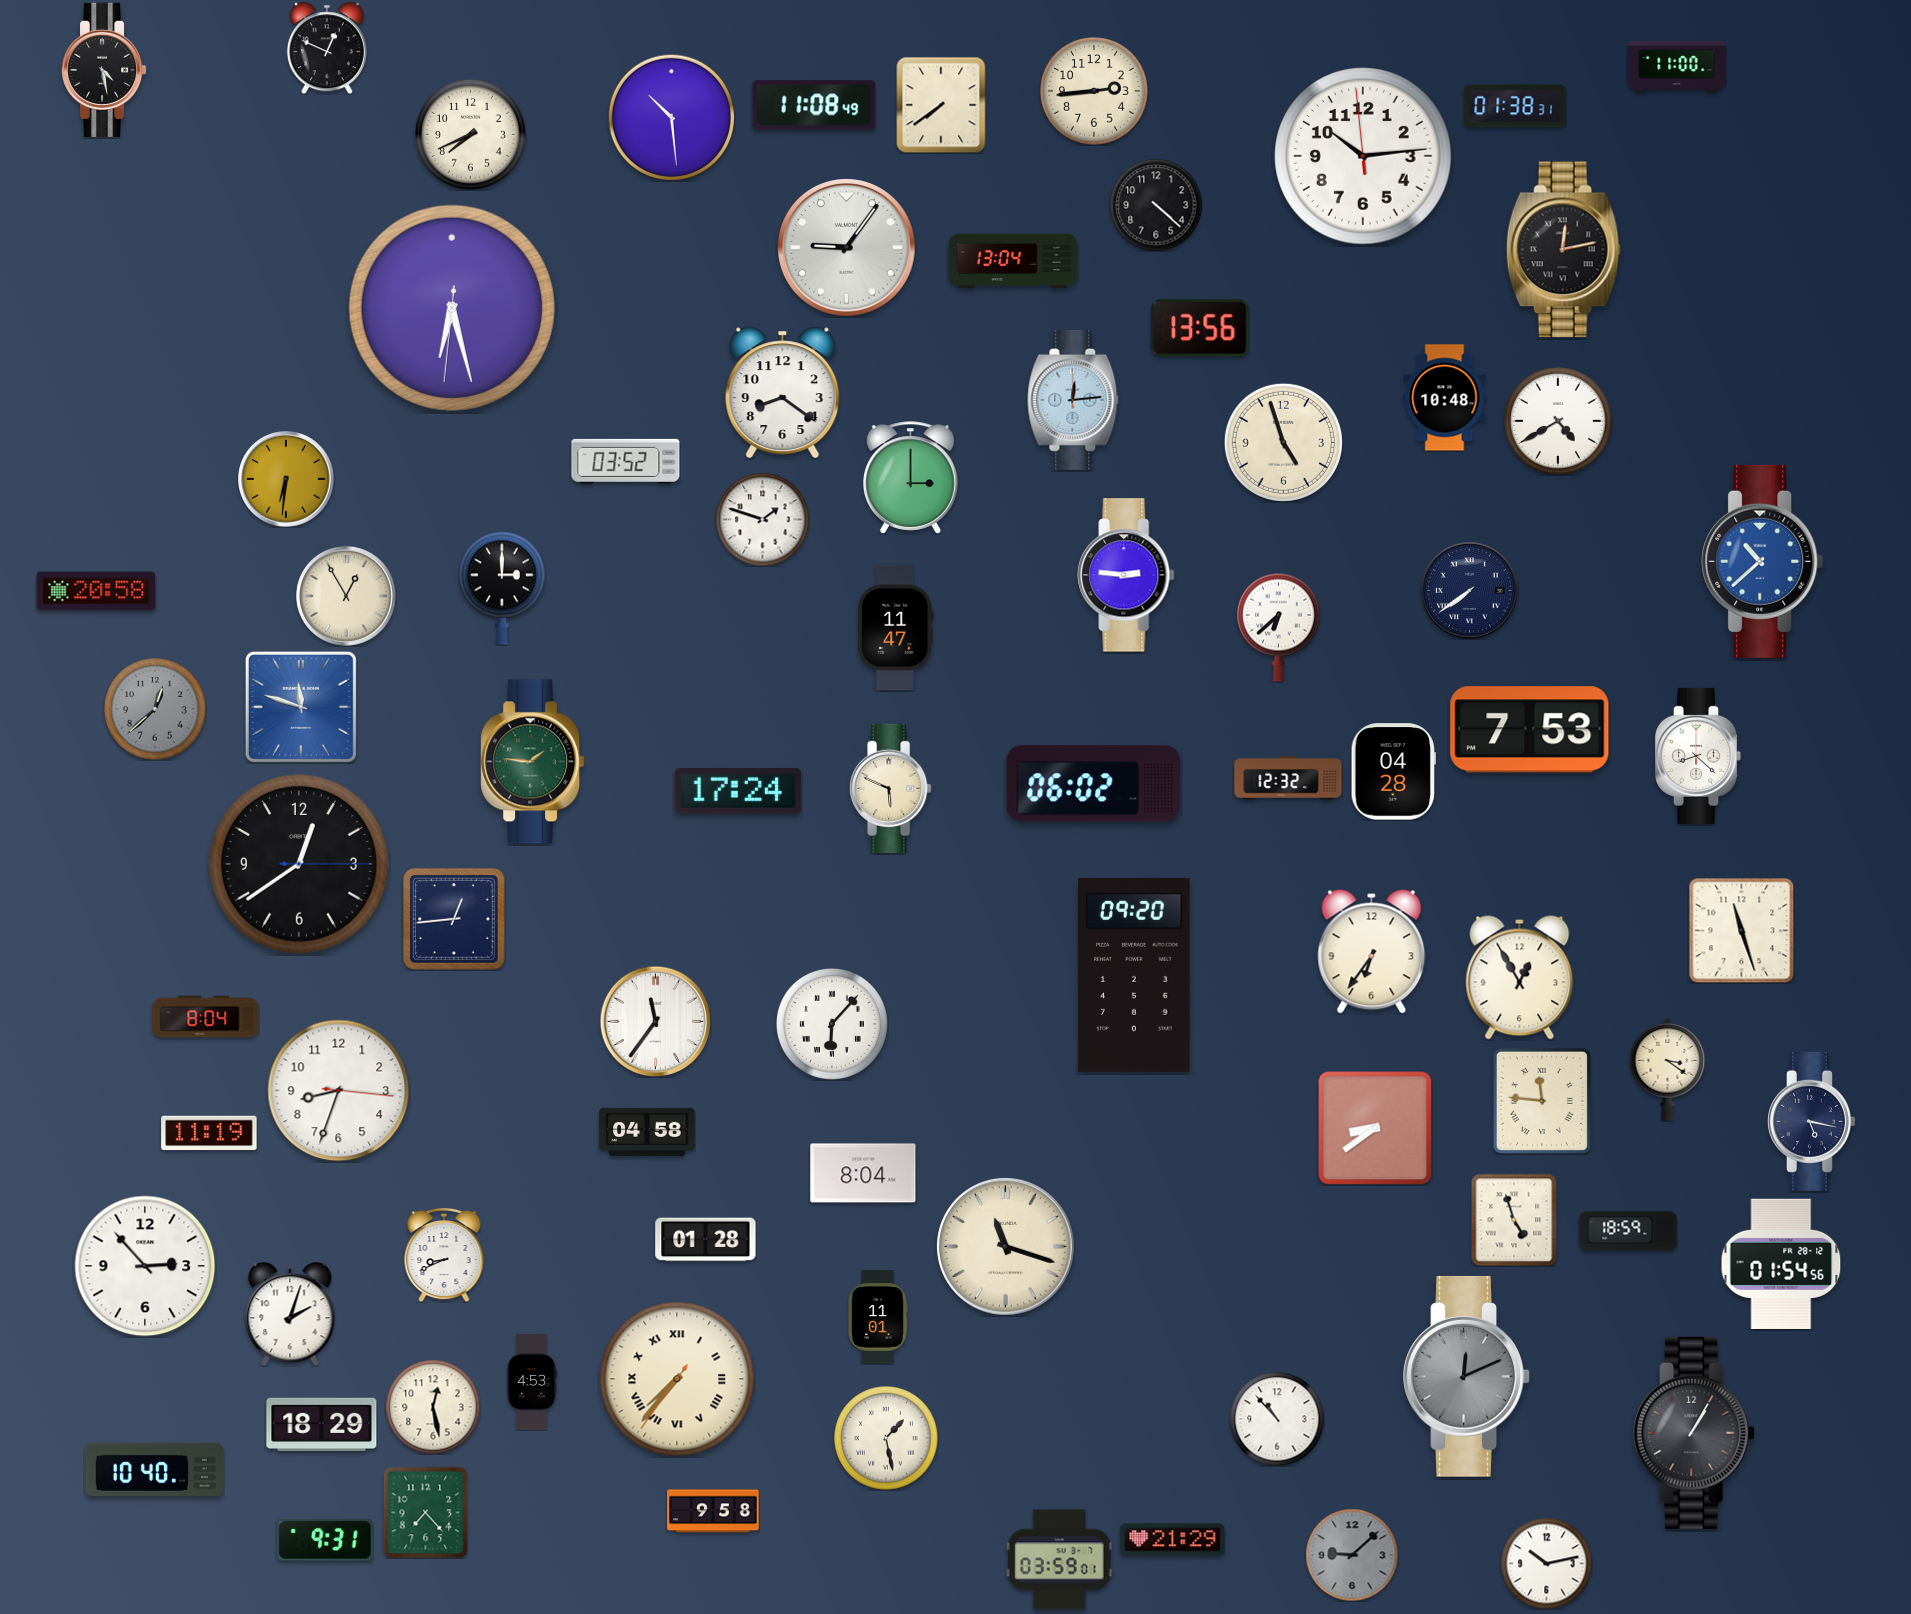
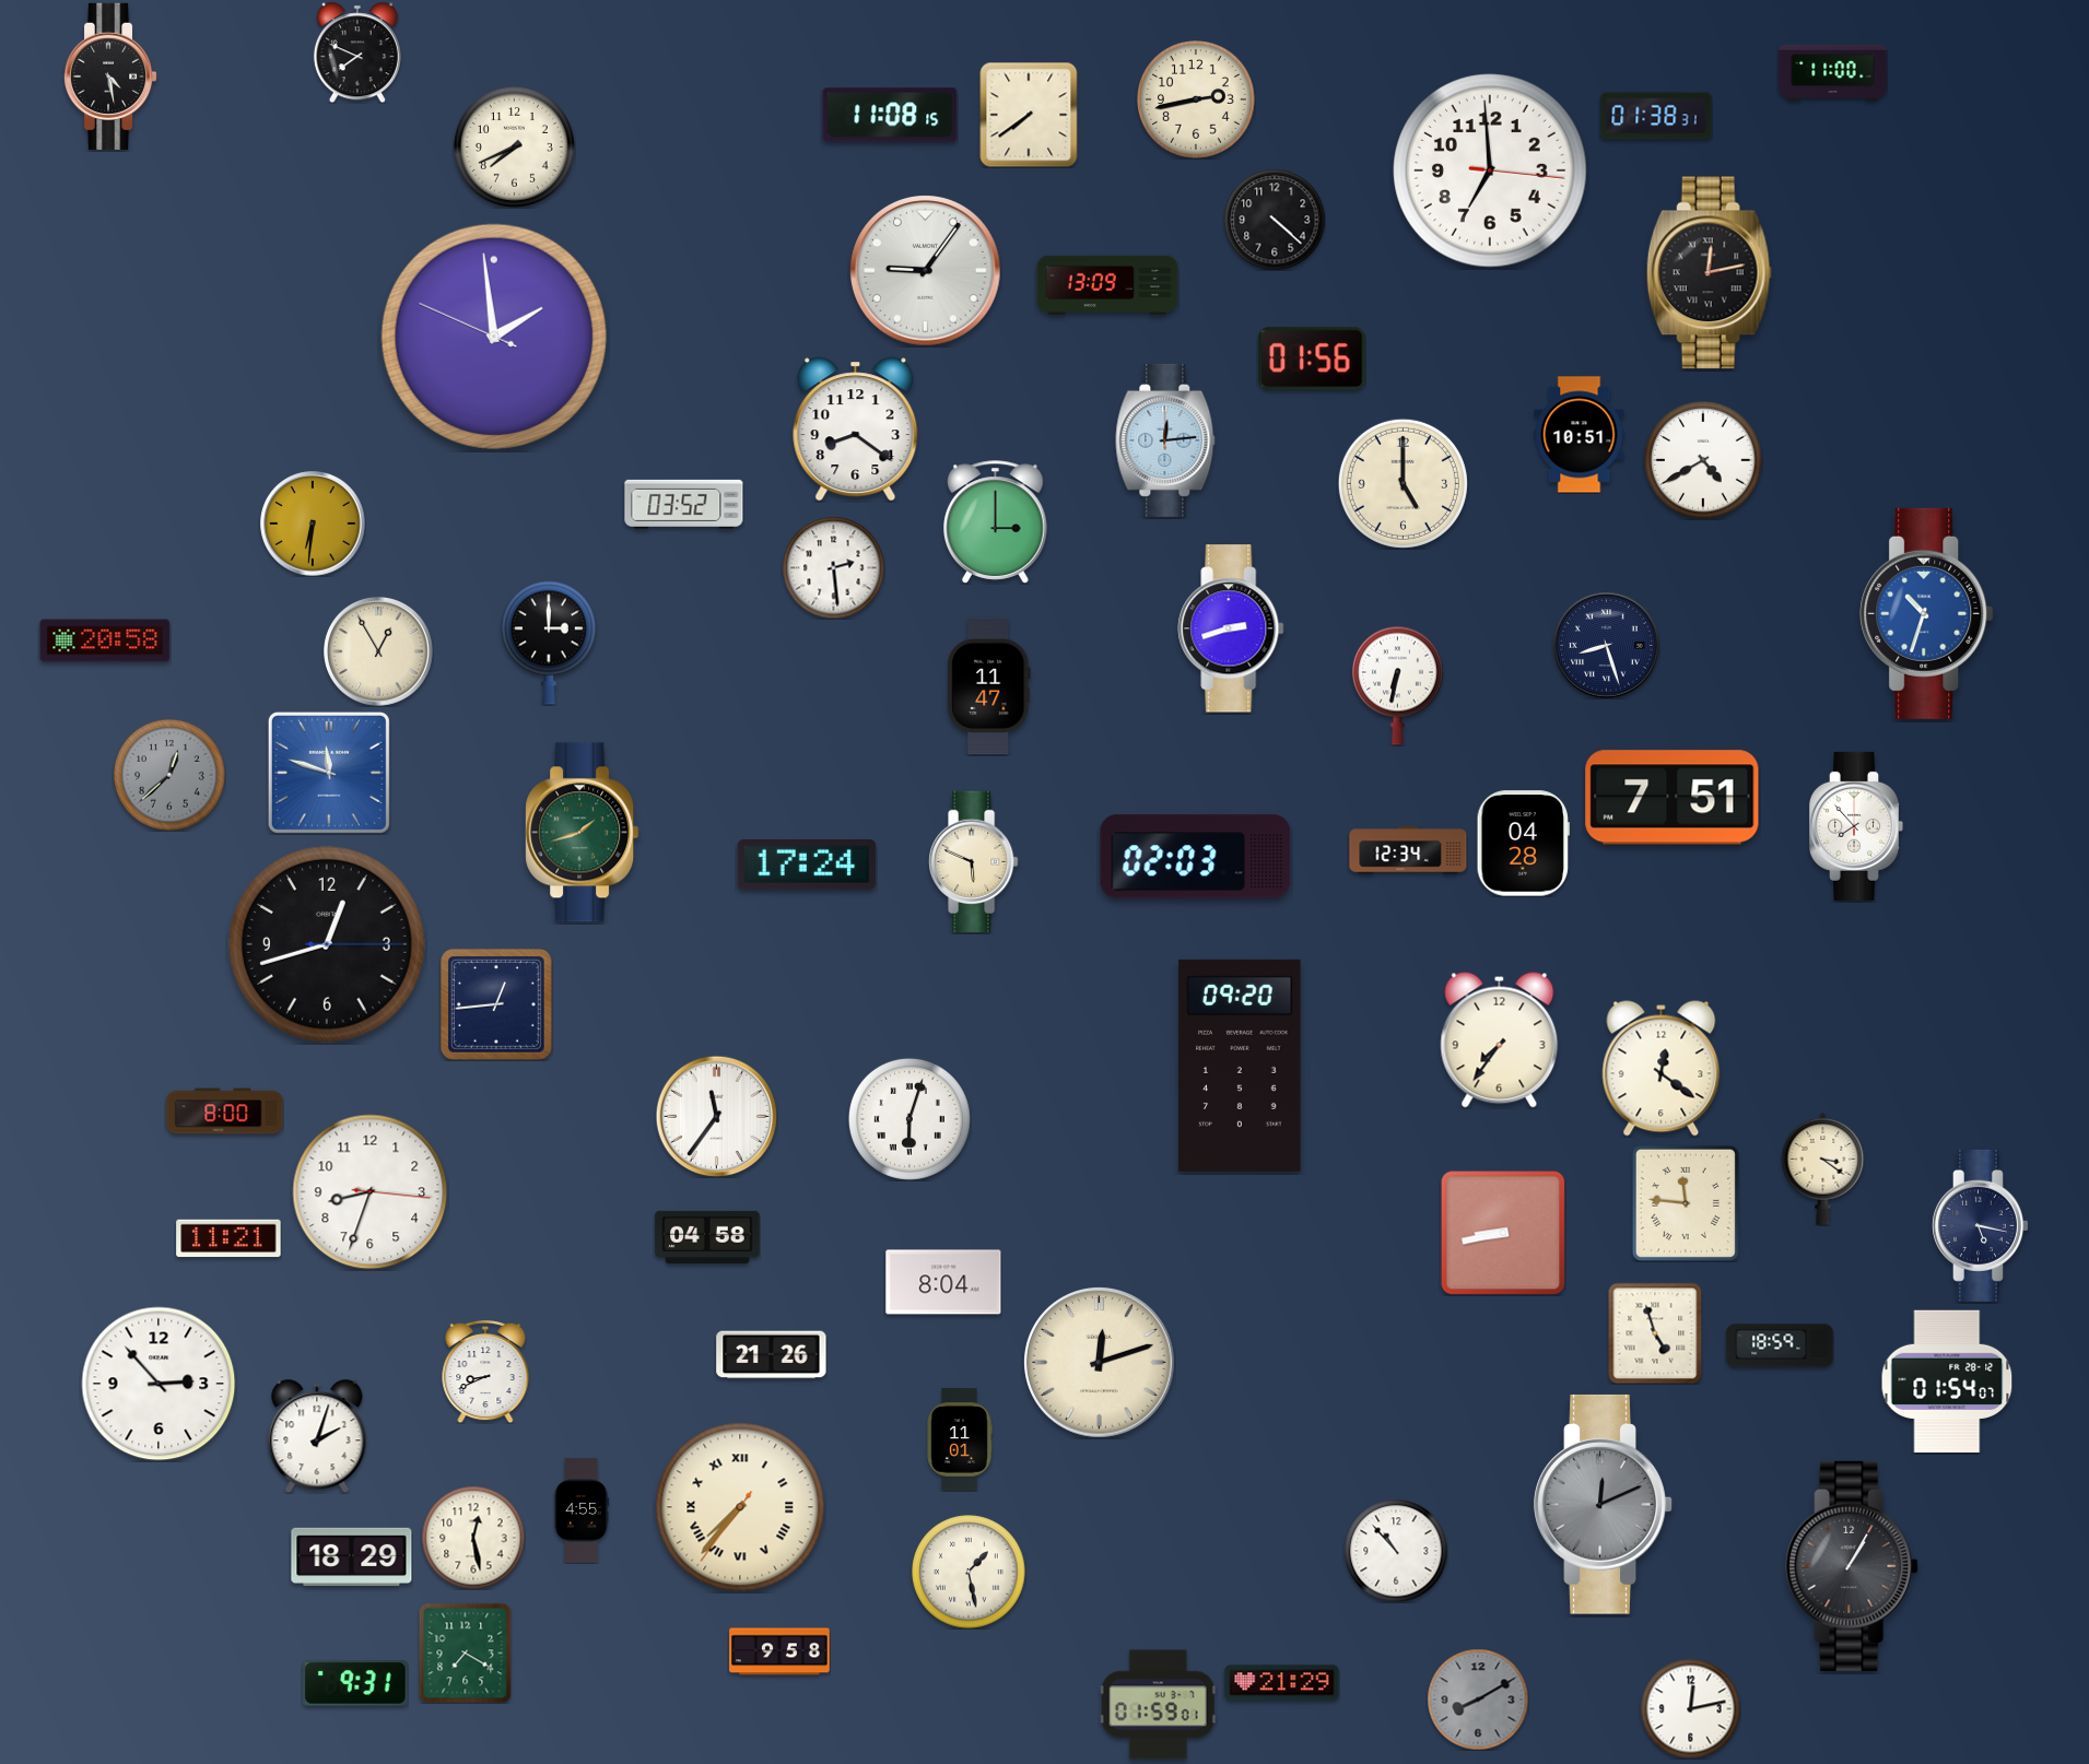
clock at (327, 48): 12:49 -> 7:49
clock at (105, 70) position: (105, 70) -> (112, 77)
clock at (1095, 92): 2:44 -> 2:43
clock at (814, 105): 11:08:49 -> 11:08:15
clock at (671, 117): 10:29 -> none
clock at (1364, 157): 10:13 -> 6:59
clock at (1156, 205) position: (1156, 205) -> (1275, 220)
clock at (1013, 260): 13:04 -> 13:09
clock at (452, 308): 6:27 -> 1:58
clock at (1200, 328): 13:56 -> 01:56
clock at (1445, 398): 10:48 -> 10:51
clock at (1073, 400) position: (1073, 400) -> (1165, 440)
clock at (1283, 442): 4:57 -> 5:00
clock at (762, 519): 1:48 -> 2:29
clock at (1763, 561): 10:38 -> 10:33
clock at (1126, 575): 2:46 -> 2:42
clock at (96, 591) position: (96, 591) -> (105, 640)
clock at (1470, 591): 7:39 -> 8:27
clock at (1278, 627): 6:38 -> 6:32
clock at (896, 628) position: (896, 628) -> (989, 686)
clock at (1530, 730): 7:53 -> 7:51
clock at (1698, 756): 8:22 -> 7:53
clock at (533, 762): 1:46 -> 1:42
clock at (1288, 778): 12:32 -> 12:34
clock at (1094, 784): 06:02 -> 02:03
clock at (299, 864): 12:39 -> 12:42
clock at (1741, 930): 11:27 -> none
clock at (1372, 952): 6:36 -> 7:36
clock at (1520, 978): 12:55 -> 12:21
clock at (206, 1017): 8:04 -> 8:00
clock at (832, 1024): 6:07 -> 6:03
clock at (1375, 1128): 8:39 -> 8:43
clock at (209, 1133): 11:19 -> 11:21
clock at (706, 1240): 01:28 -> 21:26
clock at (1006, 1247): 11:18 -> 12:12
clock at (1781, 1263): 01:54:56 -> 01:54:07
clock at (532, 1382): 4:53 -> 4:55
clock at (154, 1469): 10:40 -> none
clock at (426, 1512): 7:23 -> 7:20
clock at (1352, 1555): 9:08 -> 8:10
clock at (1059, 1560): 03:59 -> 01:59
clock at (1546, 1563): 10:13 -> 12:13
